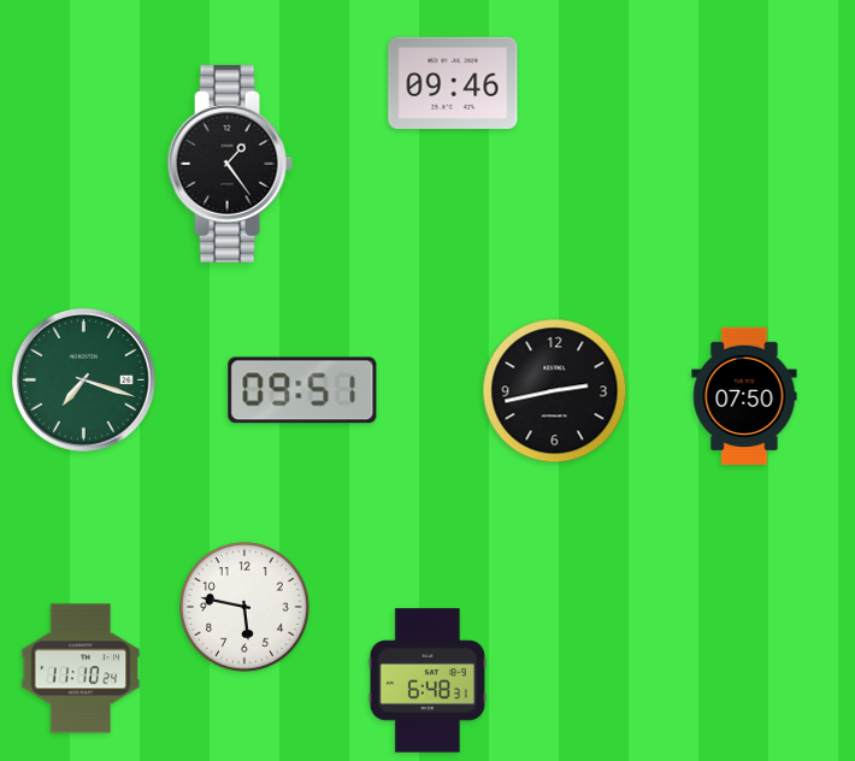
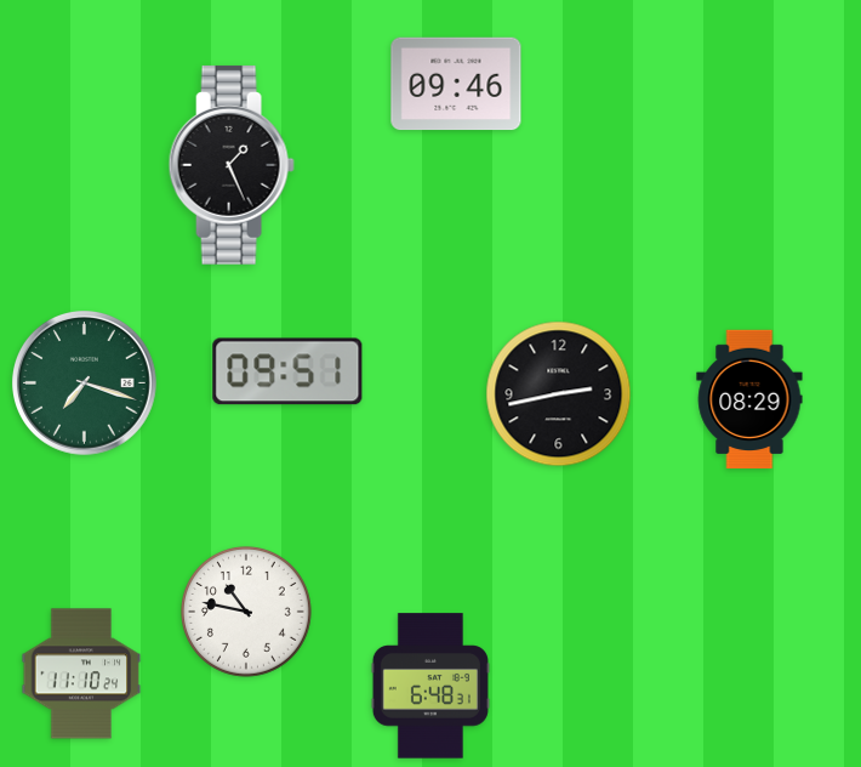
clock at (230, 164): 1:24 -> 1:26
clock at (302, 390) position: (302, 390) -> (287, 371)
clock at (744, 396): 07:50 -> 08:29
clock at (244, 607): 5:47 -> 10:47
